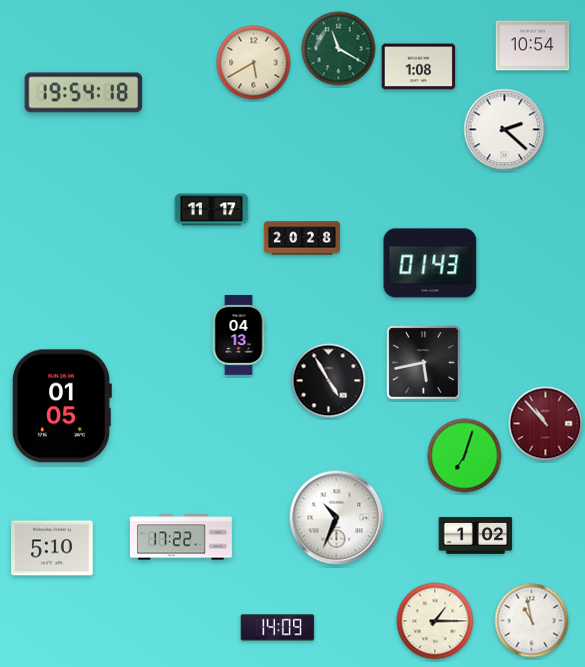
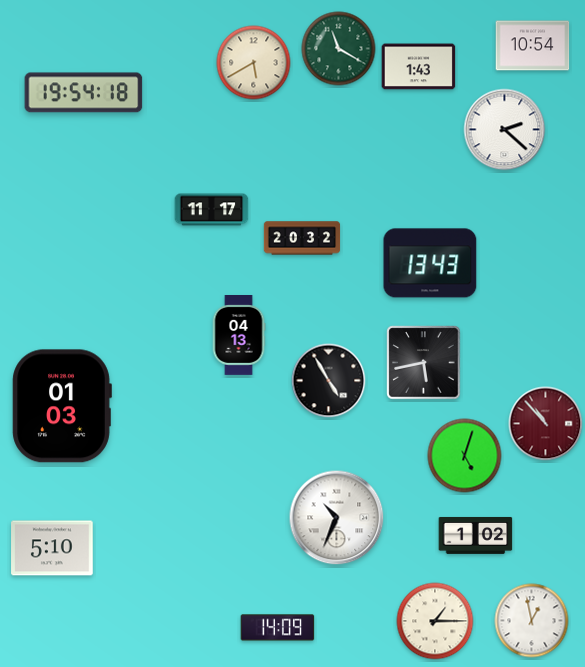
clock at (419, 67): 1:08 -> 1:43
clock at (302, 238): 20:28 -> 20:32
clock at (430, 263): 01:43 -> 13:43
clock at (62, 406): 01:05 -> 01:03
clock at (465, 456): 7:03 -> 5:03
clock at (181, 537): 17:22 -> none
clock at (532, 621): 10:58 -> 12:58
